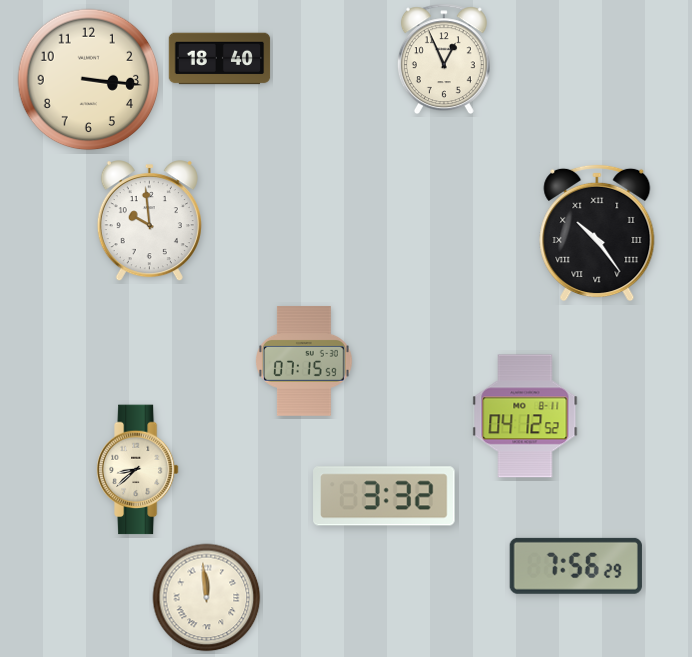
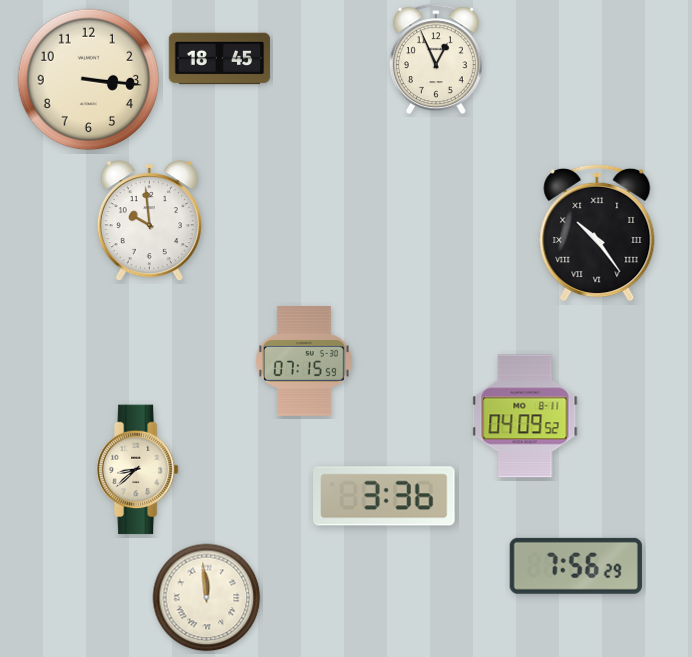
clock at (220, 59): 18:40 -> 18:45
clock at (444, 59) position: (444, 59) -> (436, 59)
clock at (525, 416): 04:12 -> 04:09
clock at (384, 496): 3:32 -> 3:36
